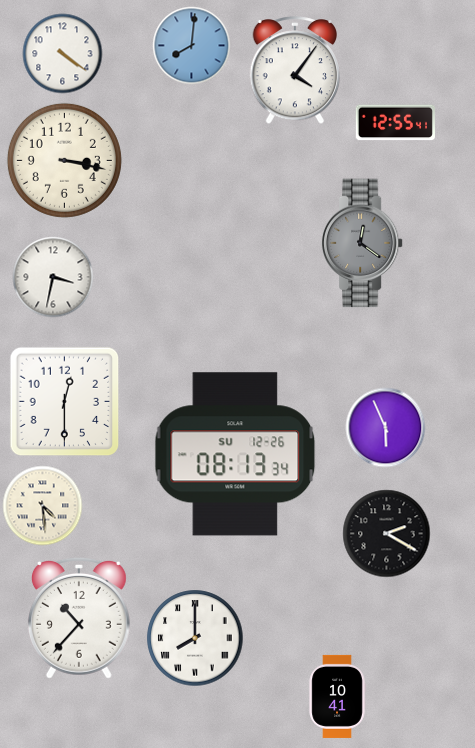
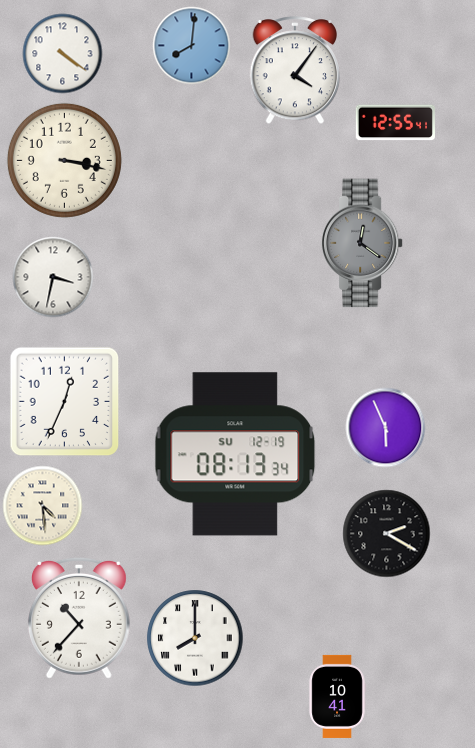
clock at (64, 401): 12:30 -> 12:34
clock at (235, 454) date: SU 12-26 -> SU 12-19
